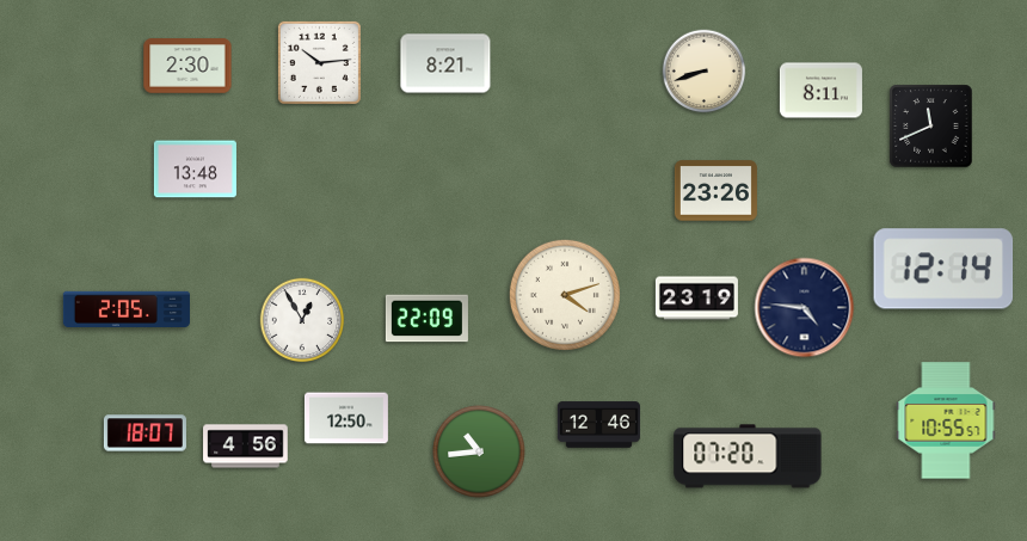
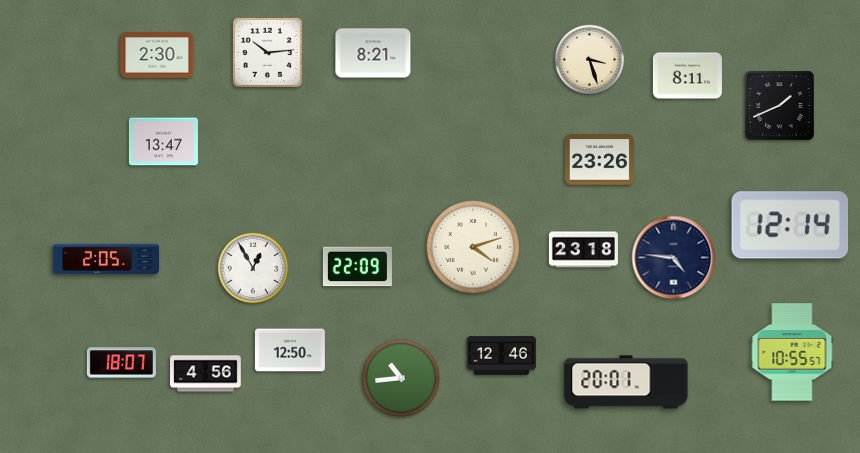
clock at (705, 72): 8:42 -> 3:27
clock at (931, 127): 11:41 -> 1:41
clock at (195, 170): 13:48 -> 13:47
clock at (696, 299): 23:19 -> 23:18
clock at (748, 456): 07:20 -> 20:01
